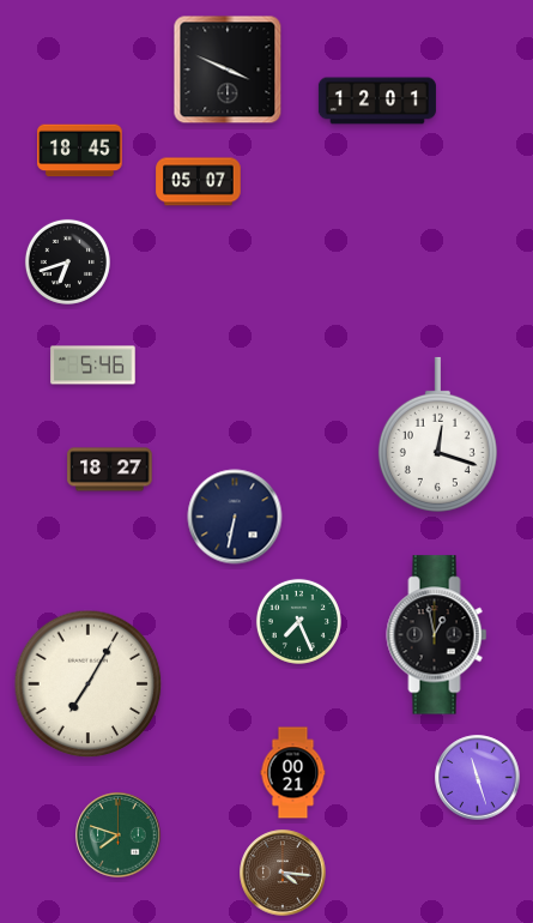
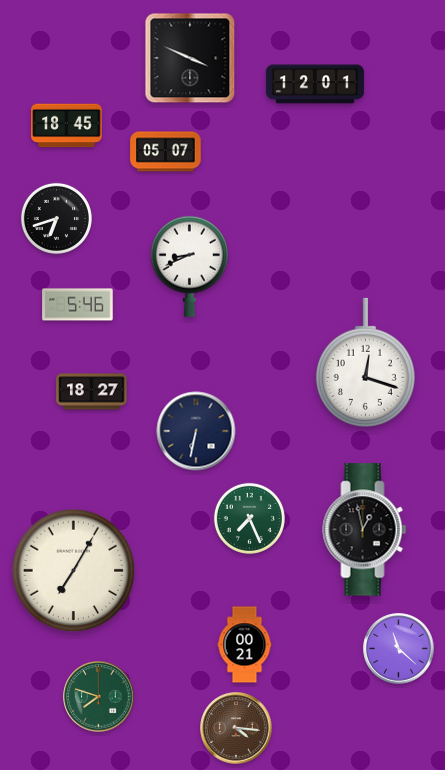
clock at (189, 266): none -> 8:41
clock at (478, 778): 11:27 -> 11:22
